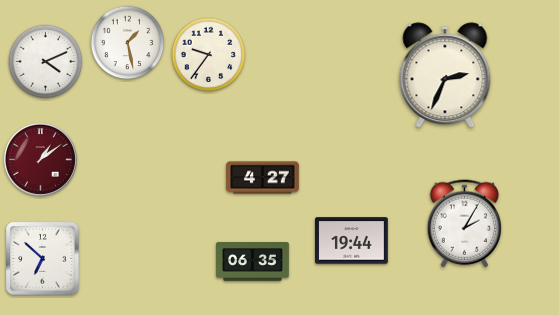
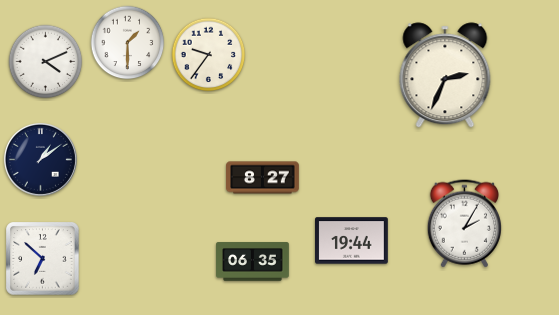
clock at (128, 43): 1:28 -> 1:30
clock at (40, 159) dial: burgundy -> navy
clock at (263, 178): 4:27 -> 8:27
